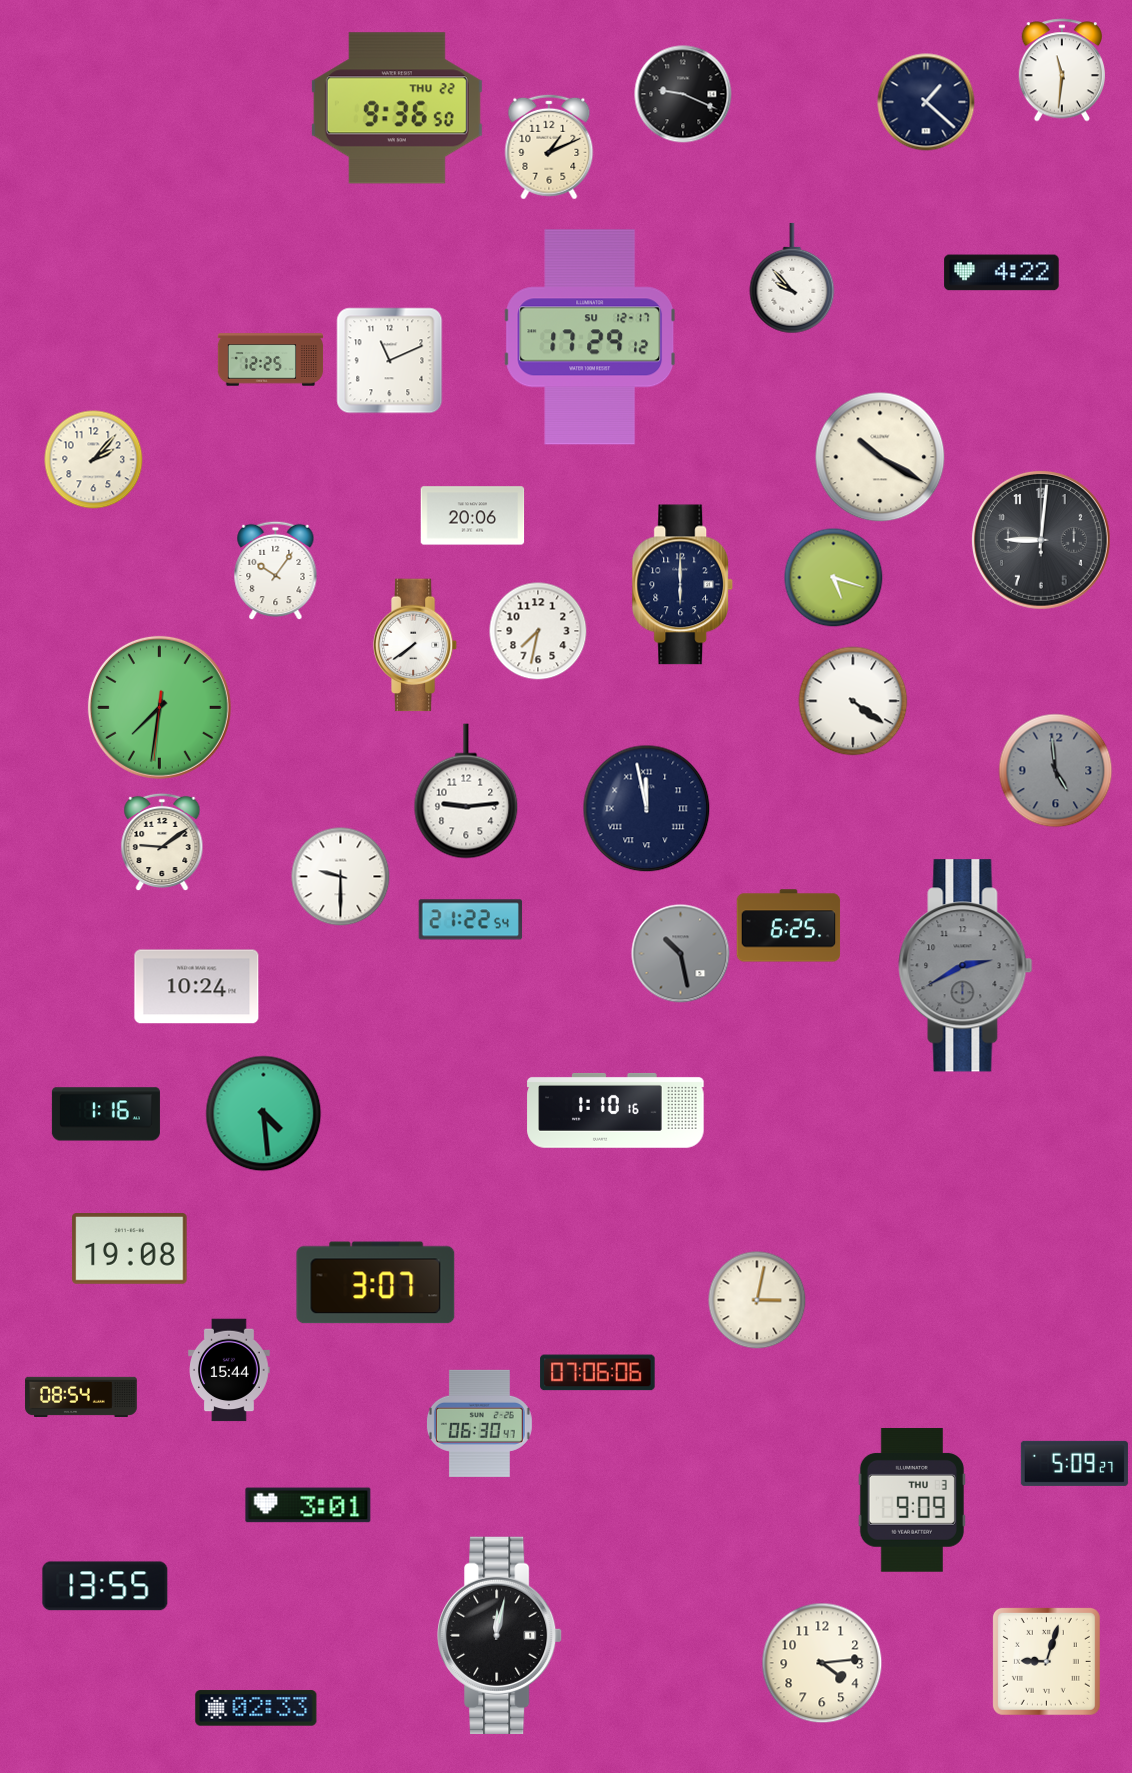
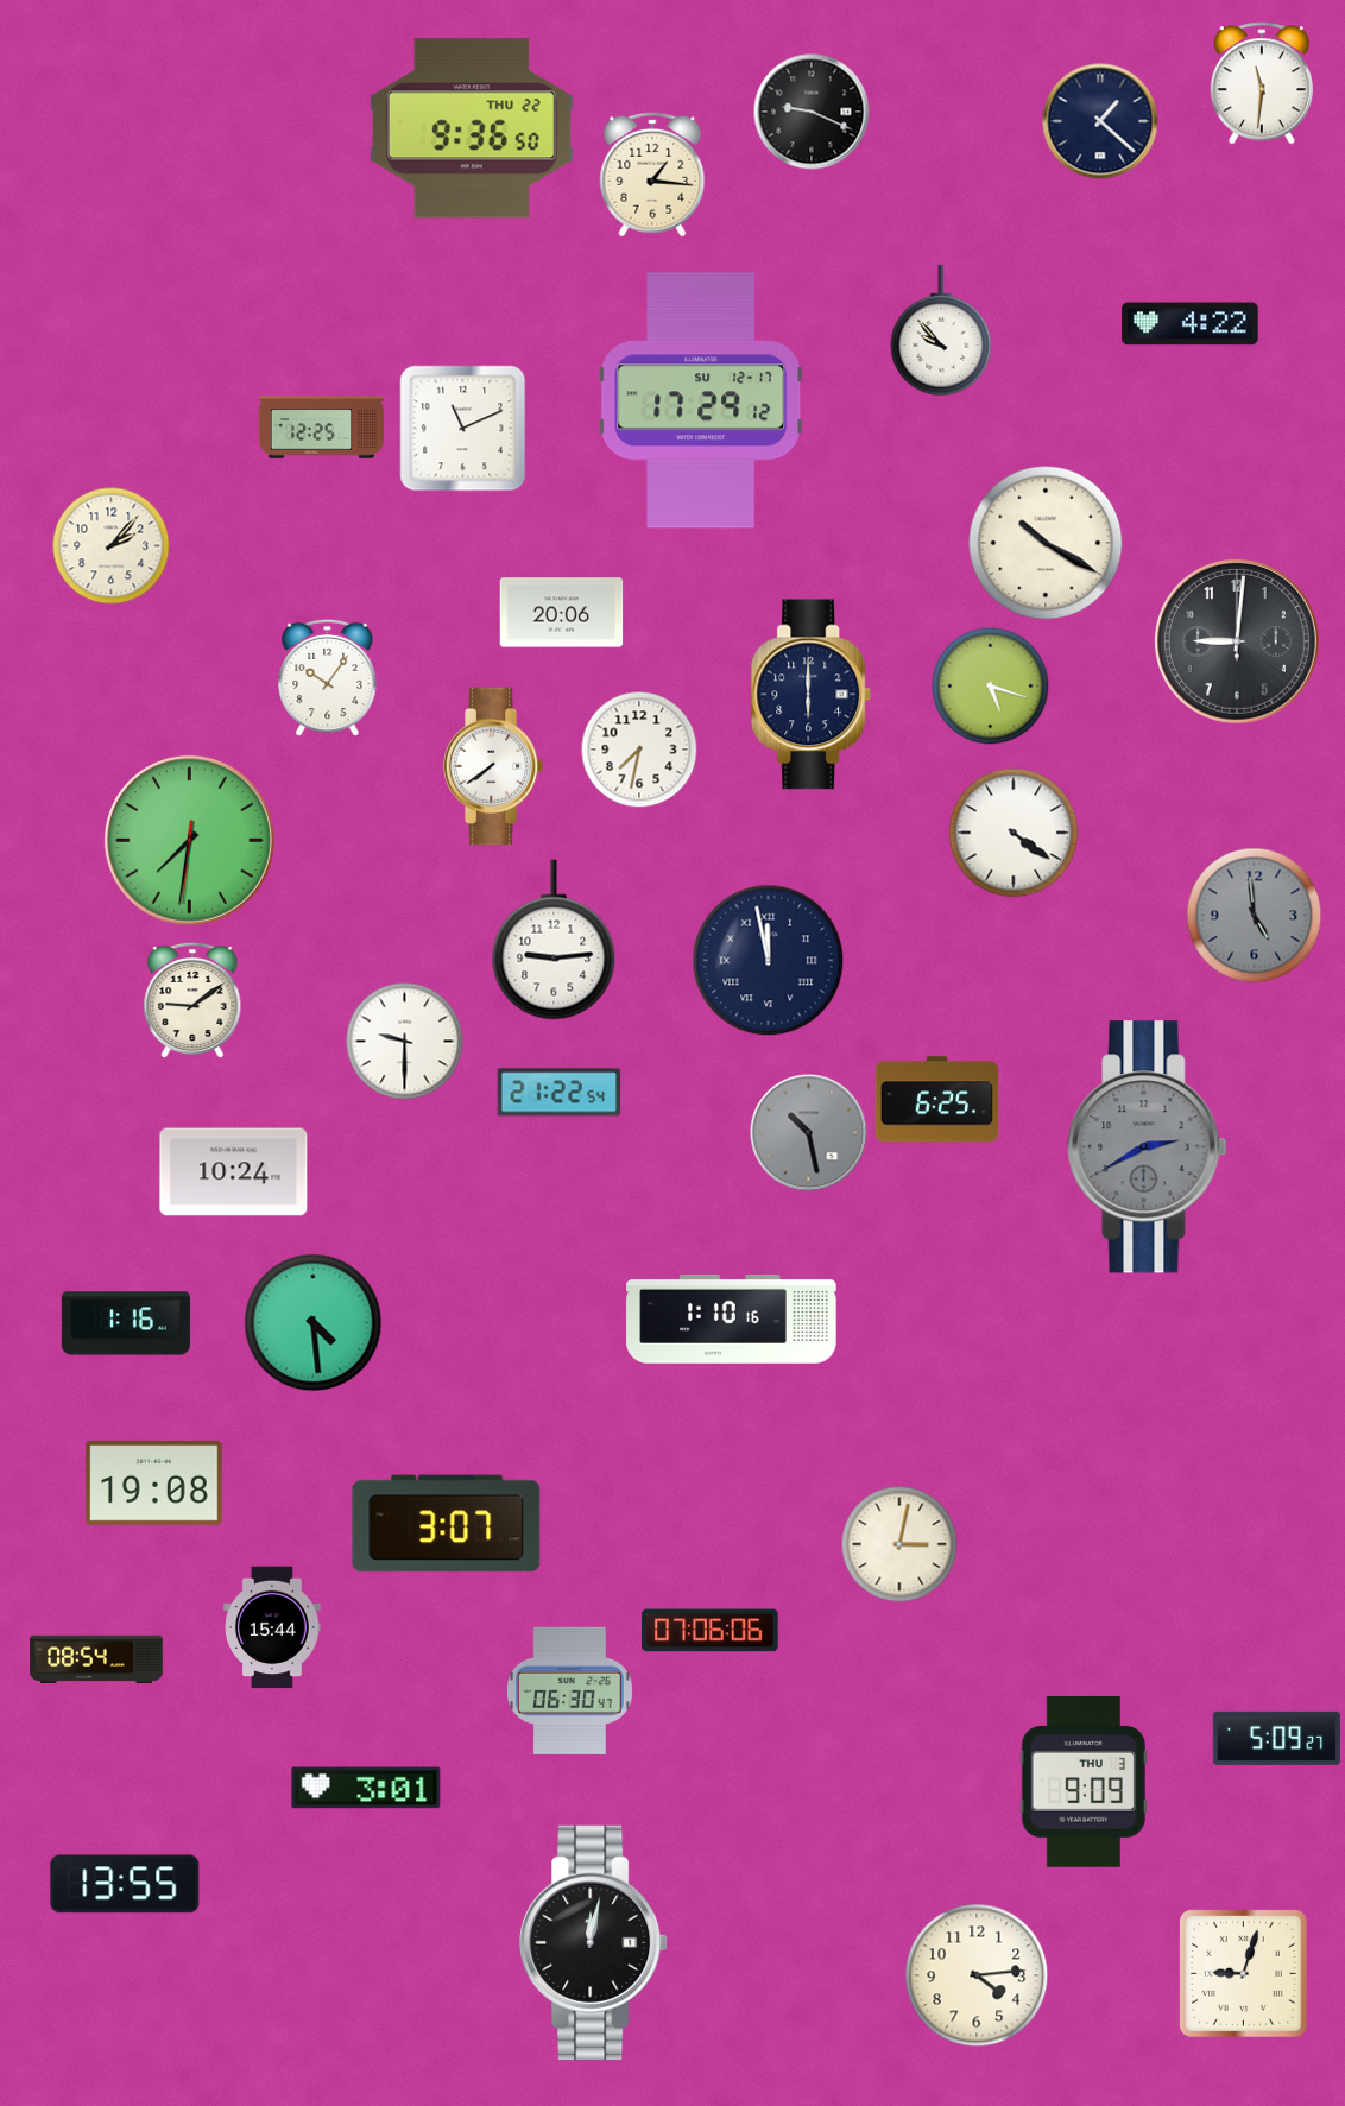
clock at (549, 147): 1:11 -> 1:16
clock at (256, 1708): 02:33 -> none
